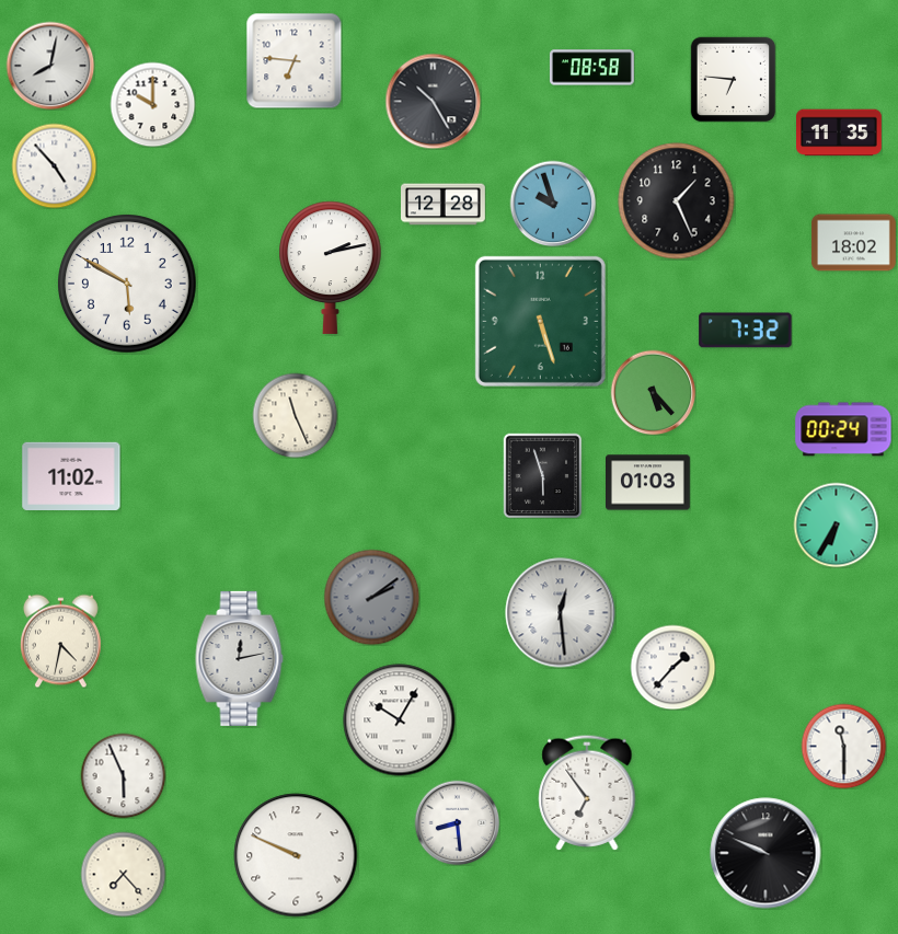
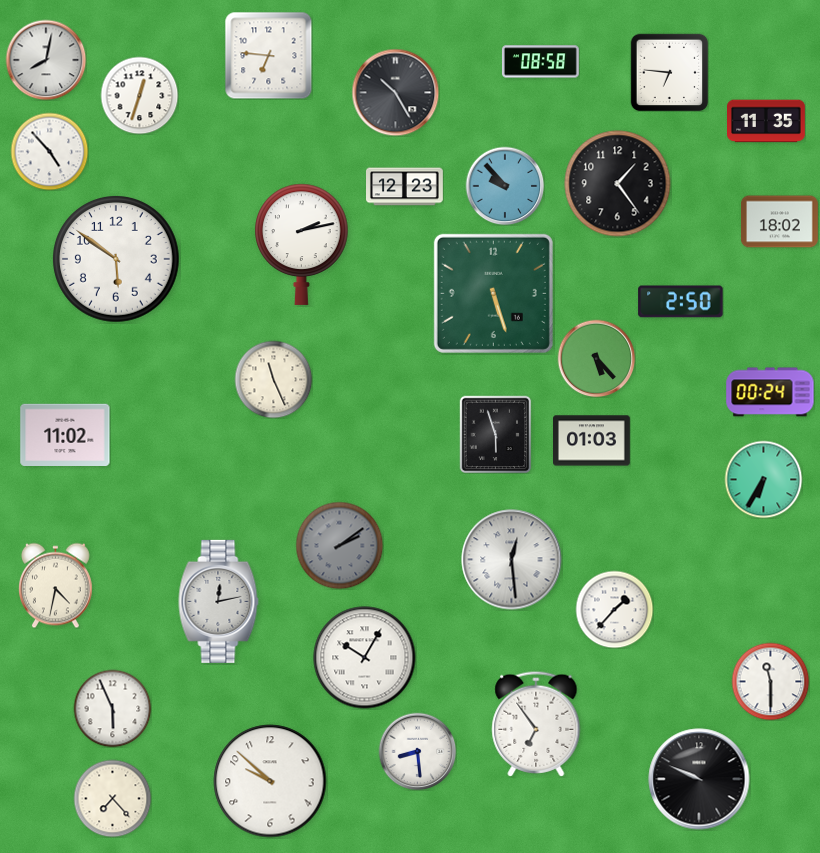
clock at (152, 104): 10:00 -> 12:33
clock at (677, 201): 1:26 -> 1:24
clock at (553, 204): 9:57 -> 9:53
clock at (444, 205): 12:28 -> 12:23
clock at (128, 285): 5:50 -> 5:51
clock at (746, 331): 7:32 -> 2:50
clock at (295, 415) position: (295, 415) -> (273, 379)
clock at (296, 855): 9:49 -> 9:52
